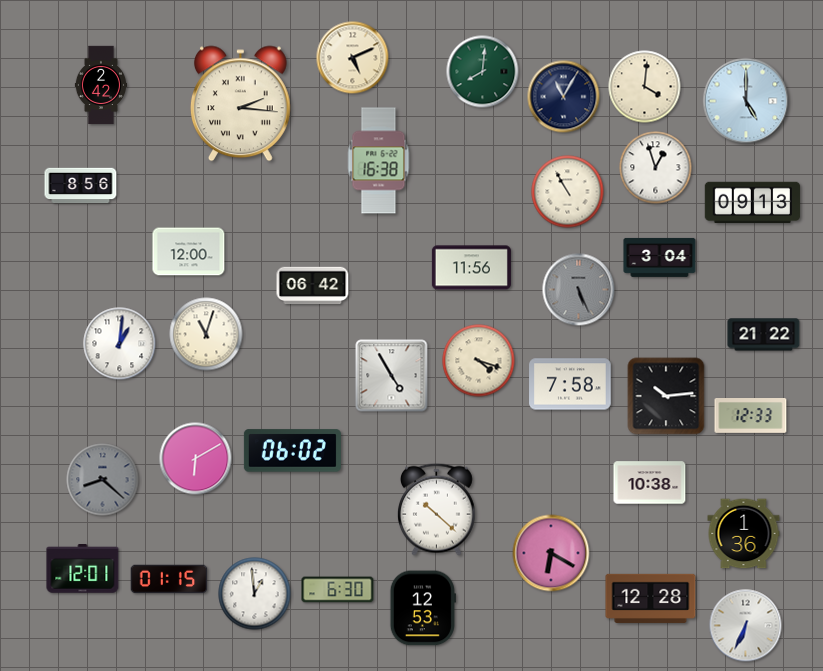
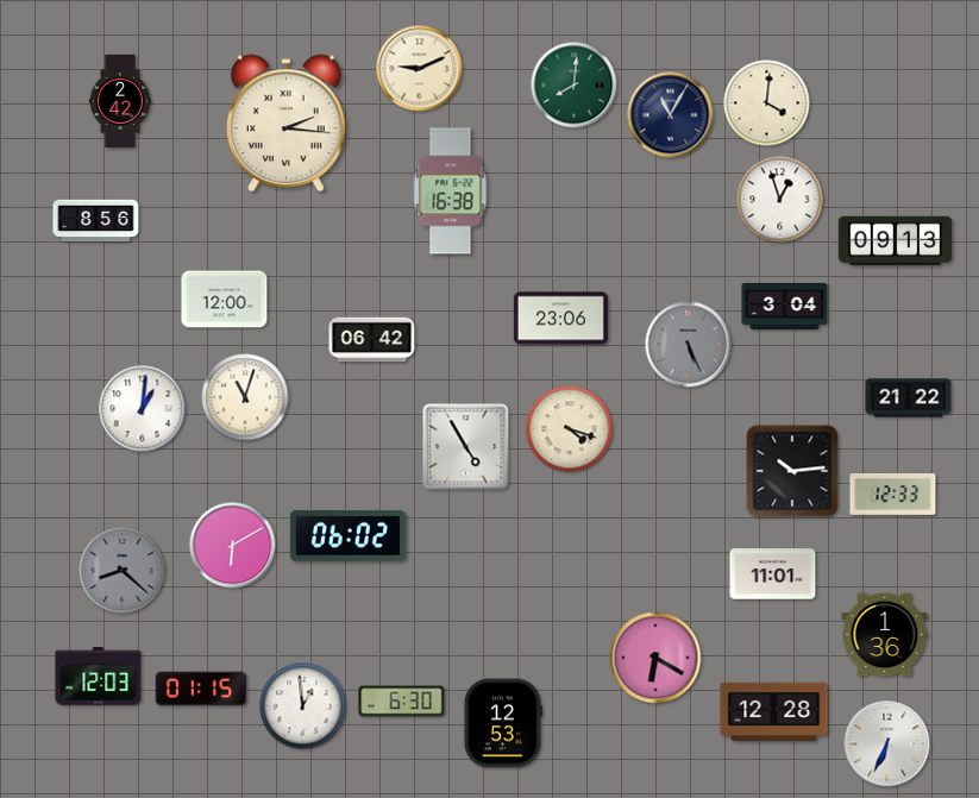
clock at (353, 58): 5:11 -> 9:11
clock at (746, 101): 5:00 -> none
clock at (568, 192): 10:55 -> none
clock at (471, 268): 11:56 -> 23:06
clock at (570, 384): 7:58 -> none
clock at (650, 483): 10:38 -> 11:01
clock at (436, 509): 10:22 -> none
clock at (83, 569): 12:01 -> 12:03
